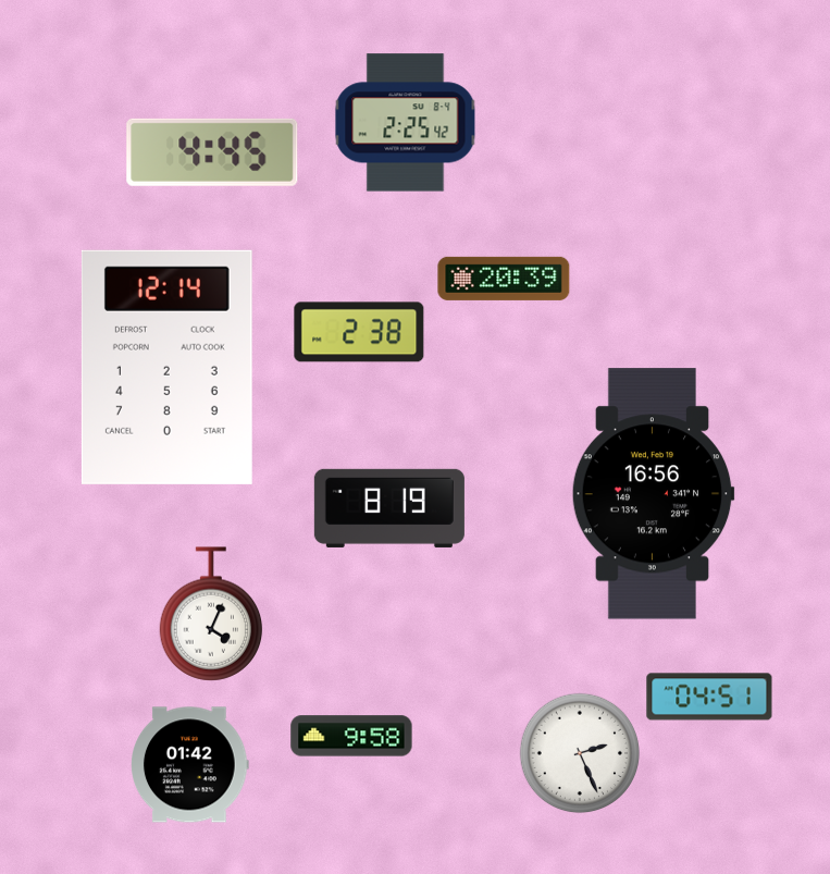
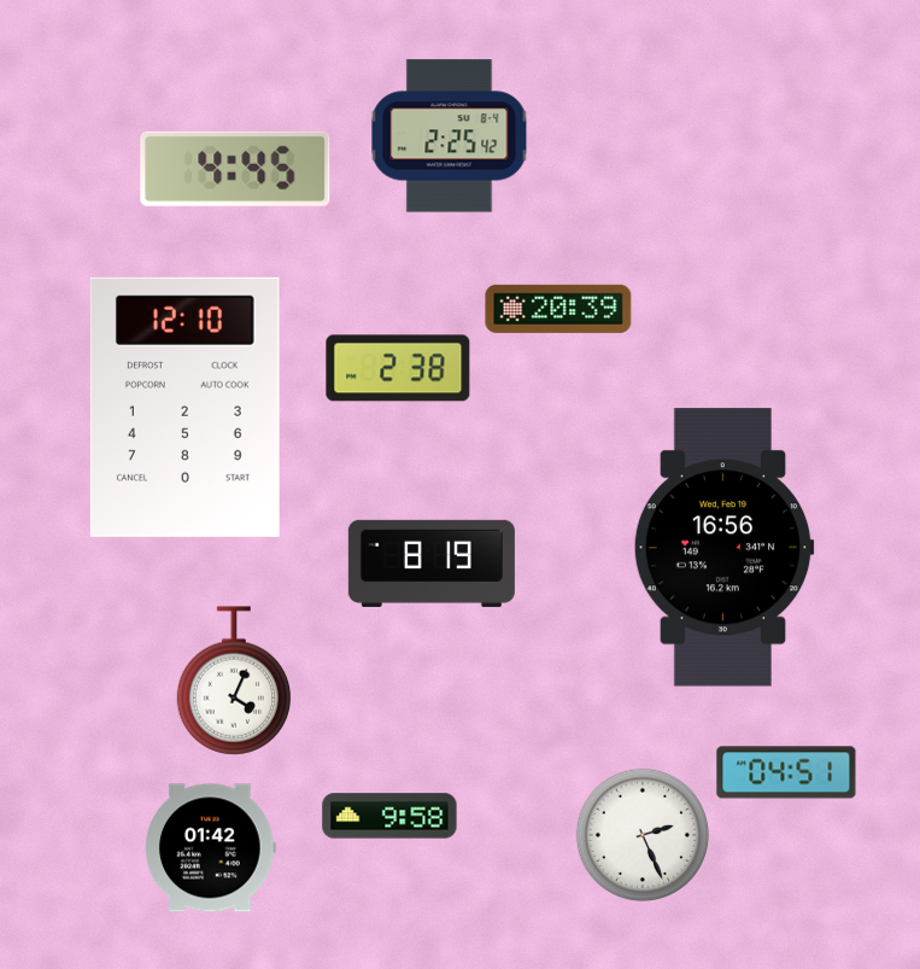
clock at (166, 367): 12:14 -> 12:10
